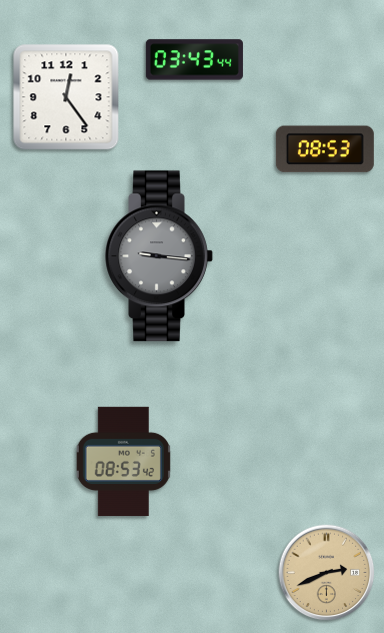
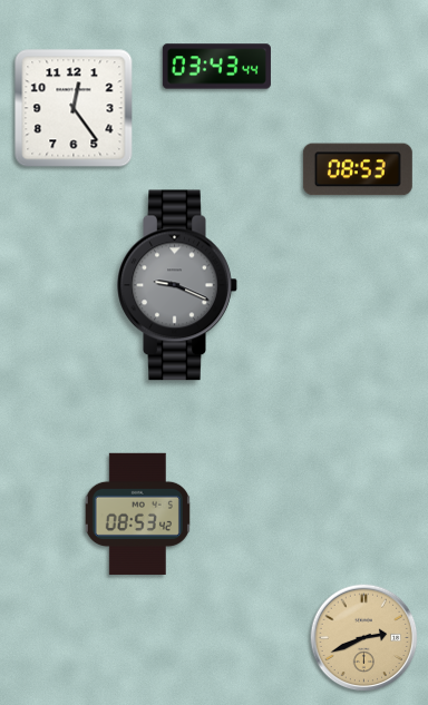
clock at (325, 149) position: (325, 149) -> (358, 169)
clock at (159, 256): 9:16 -> 9:19
